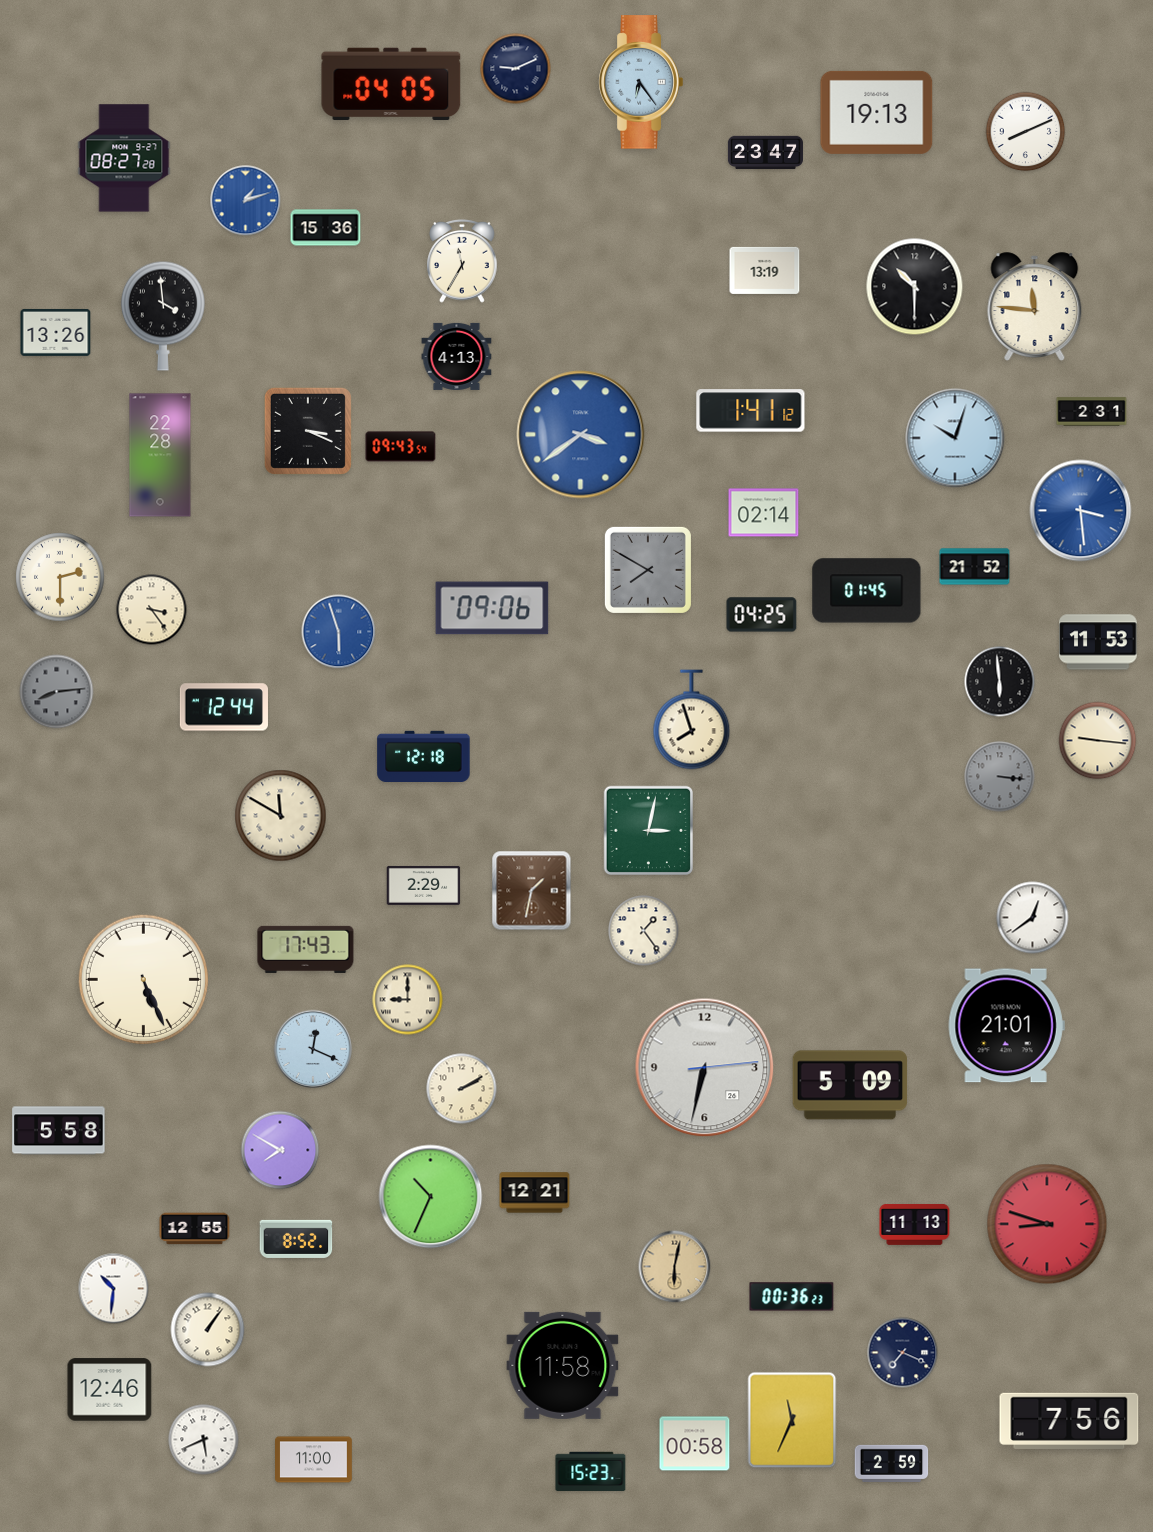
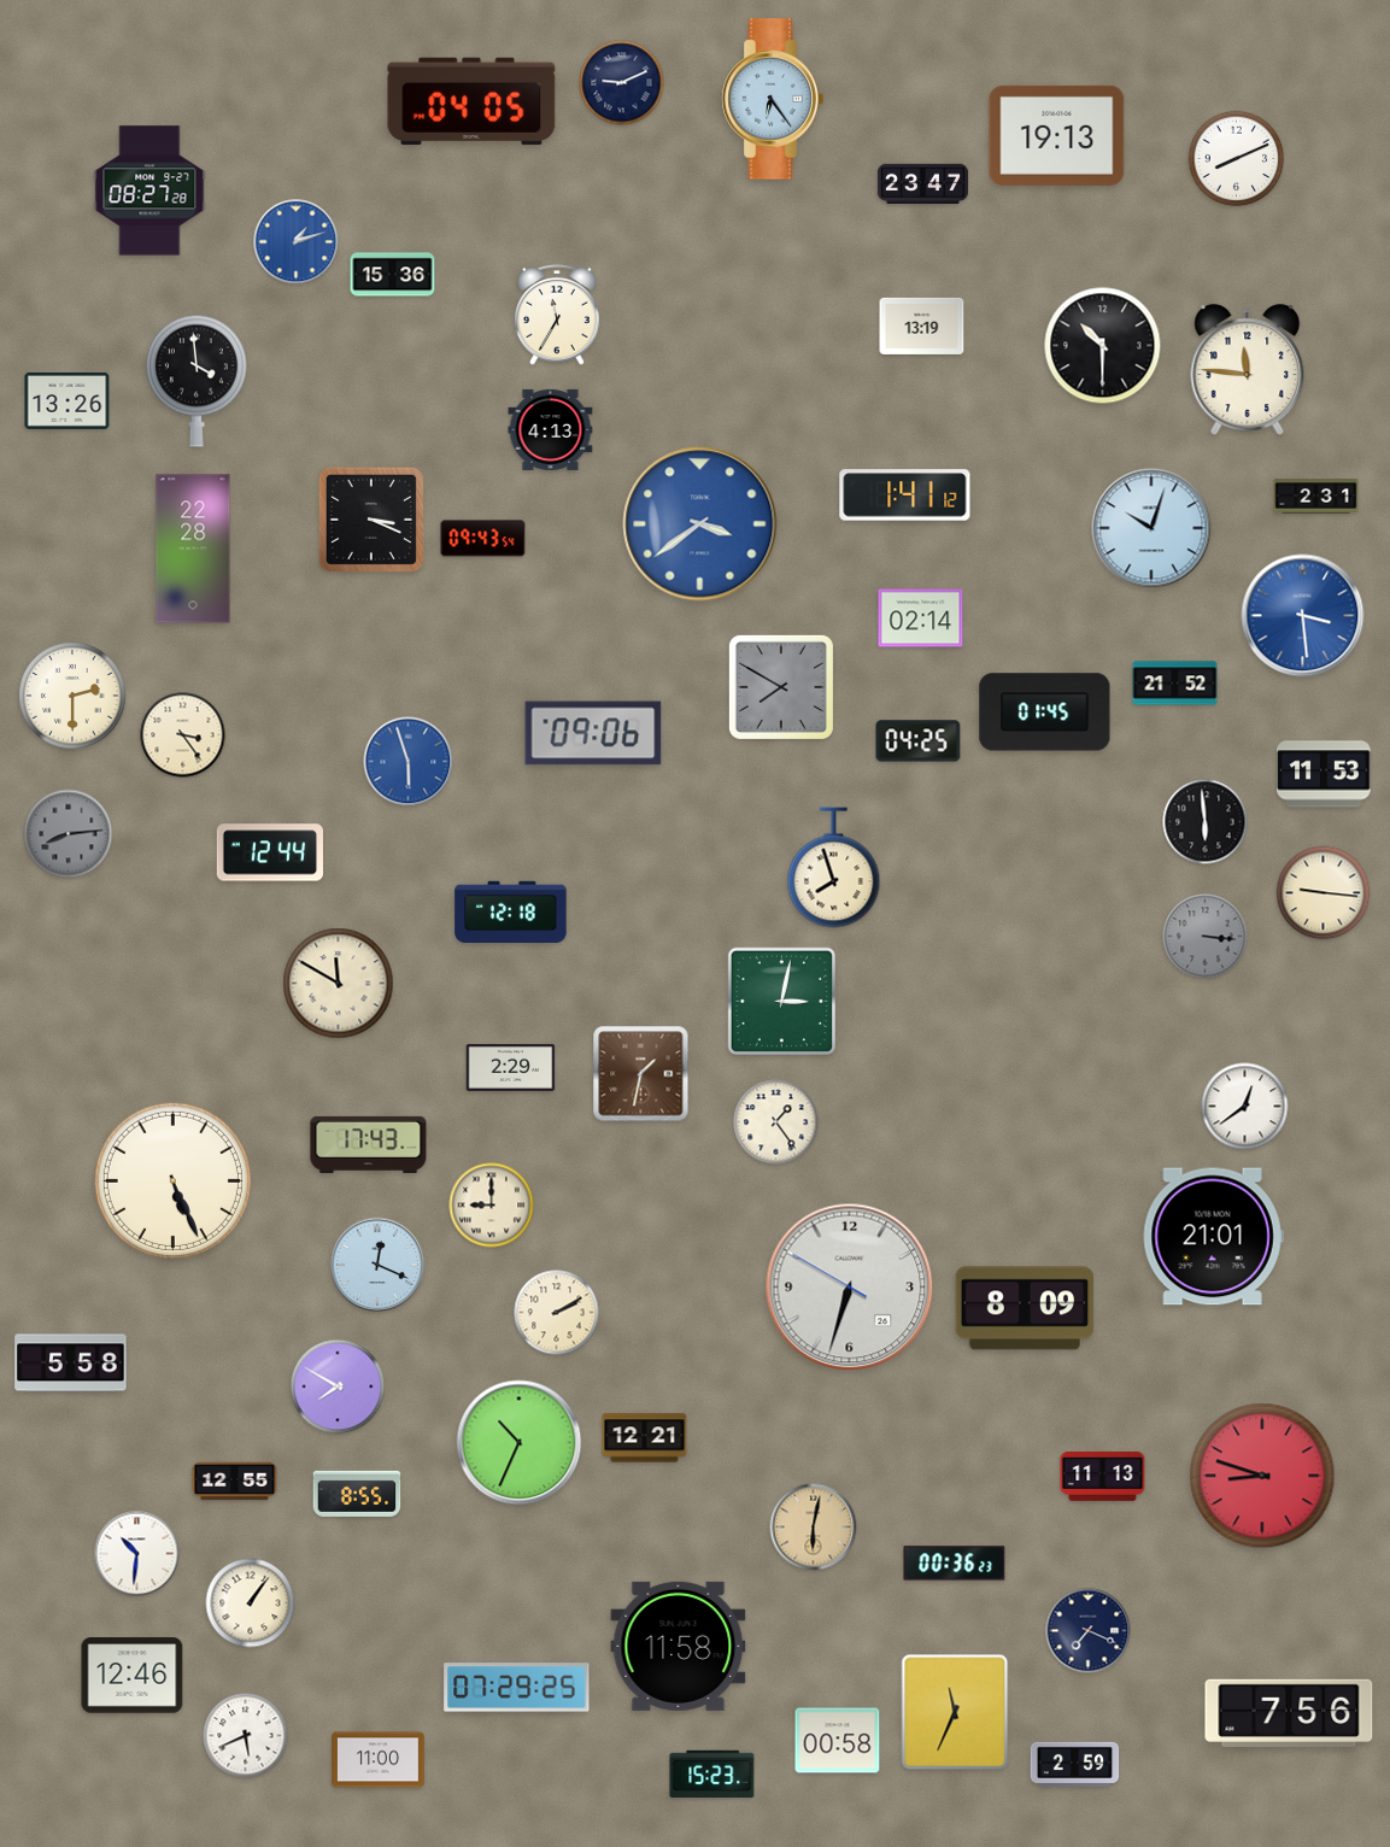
clock at (705, 1068): 6:32:14 -> 6:32:50
clock at (850, 1085): 5:09 -> 8:09
clock at (296, 1239): 8:52 -> 8:55
clock at (517, 1688): none -> 07:29
